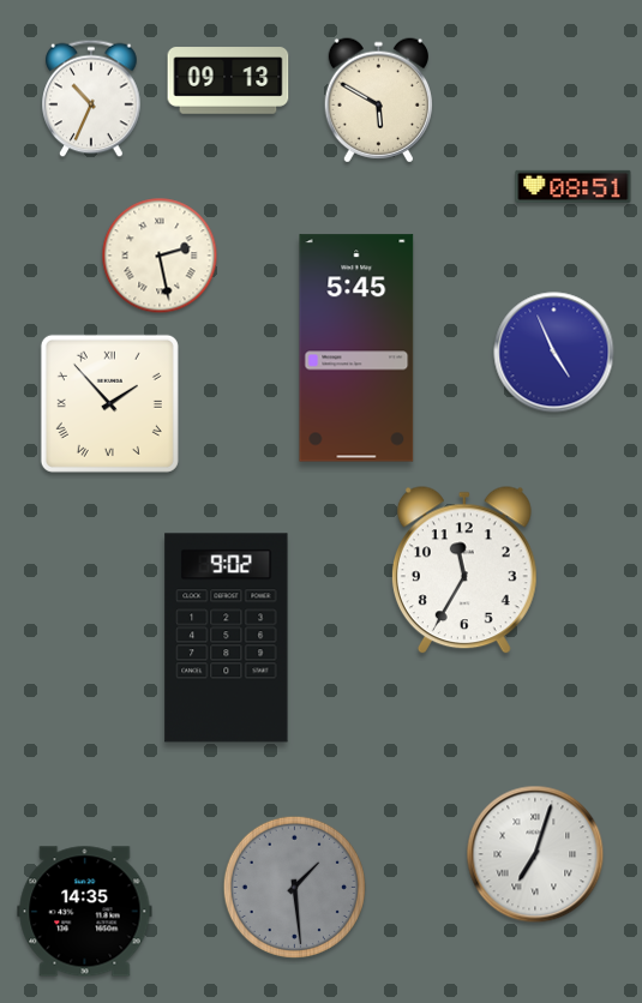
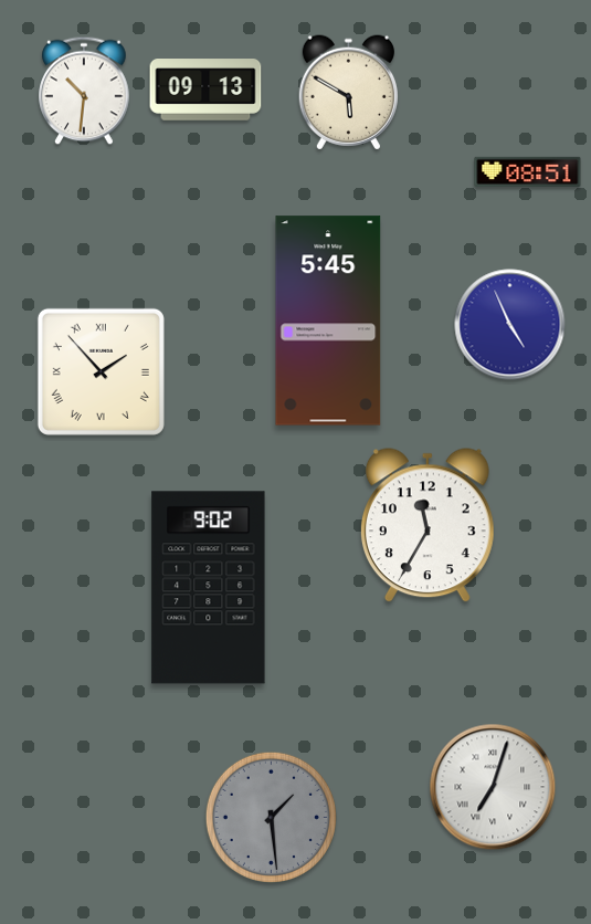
clock at (228, 80) position: (228, 80) -> (205, 90)
clock at (91, 98): 10:34 -> 10:31
clock at (160, 256): 2:28 -> none
clock at (85, 912): 14:35 -> none
